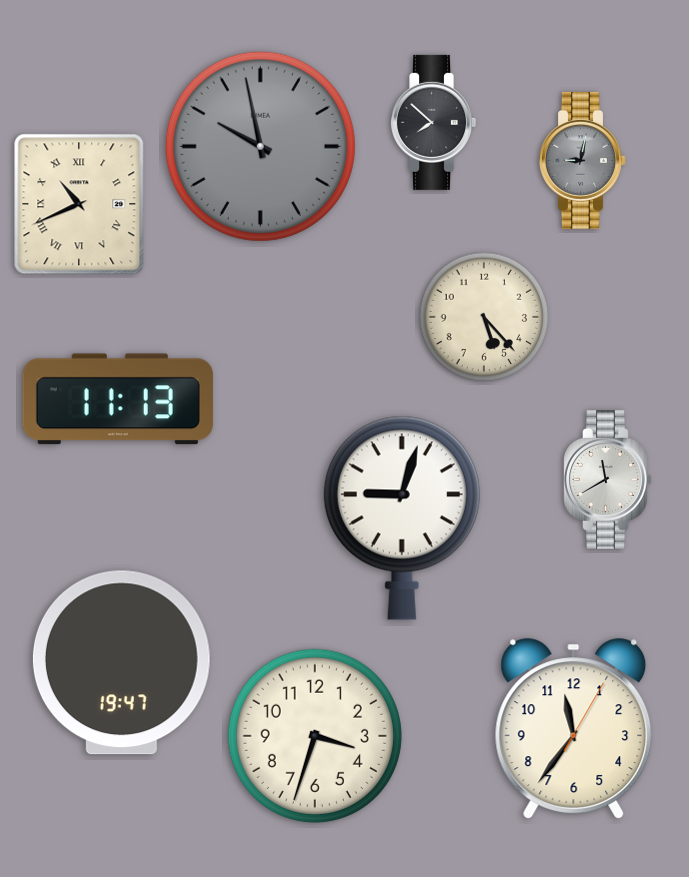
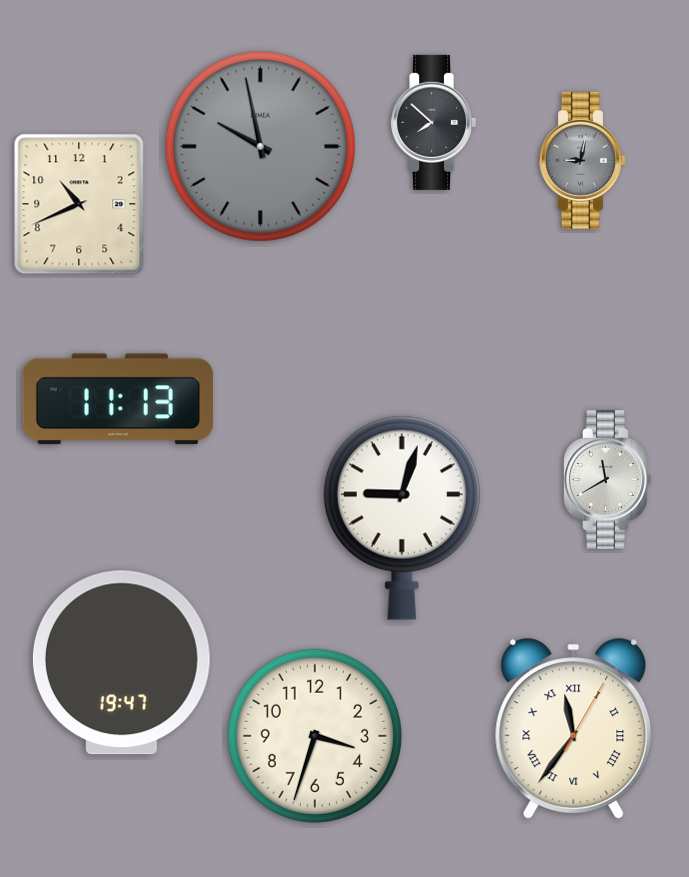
clock at (79, 204) numerals: Roman -> Arabic
clock at (484, 317): 5:23 -> none
clock at (574, 728) numerals: Arabic -> Roman
